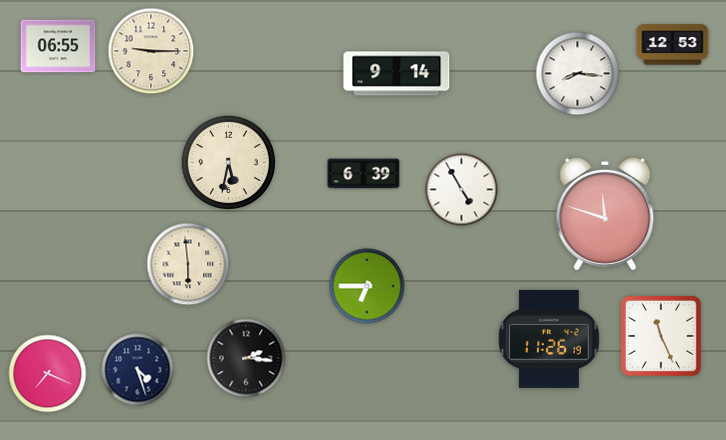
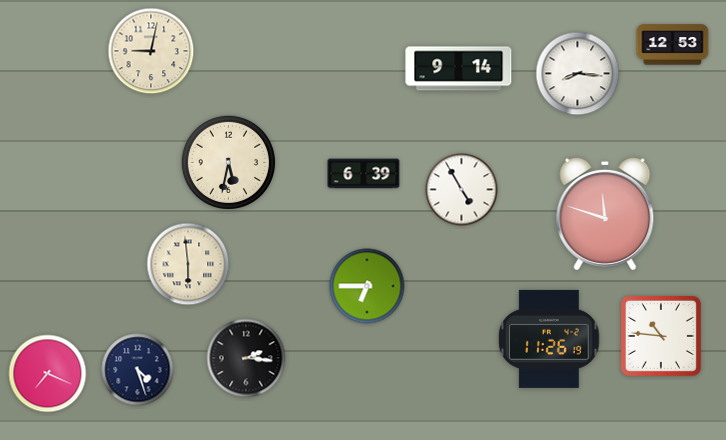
clock at (58, 46): 06:55 -> none
clock at (151, 51): 9:15 -> 9:02
clock at (397, 74) position: (397, 74) -> (459, 69)
clock at (661, 336): 11:26 -> 10:46
